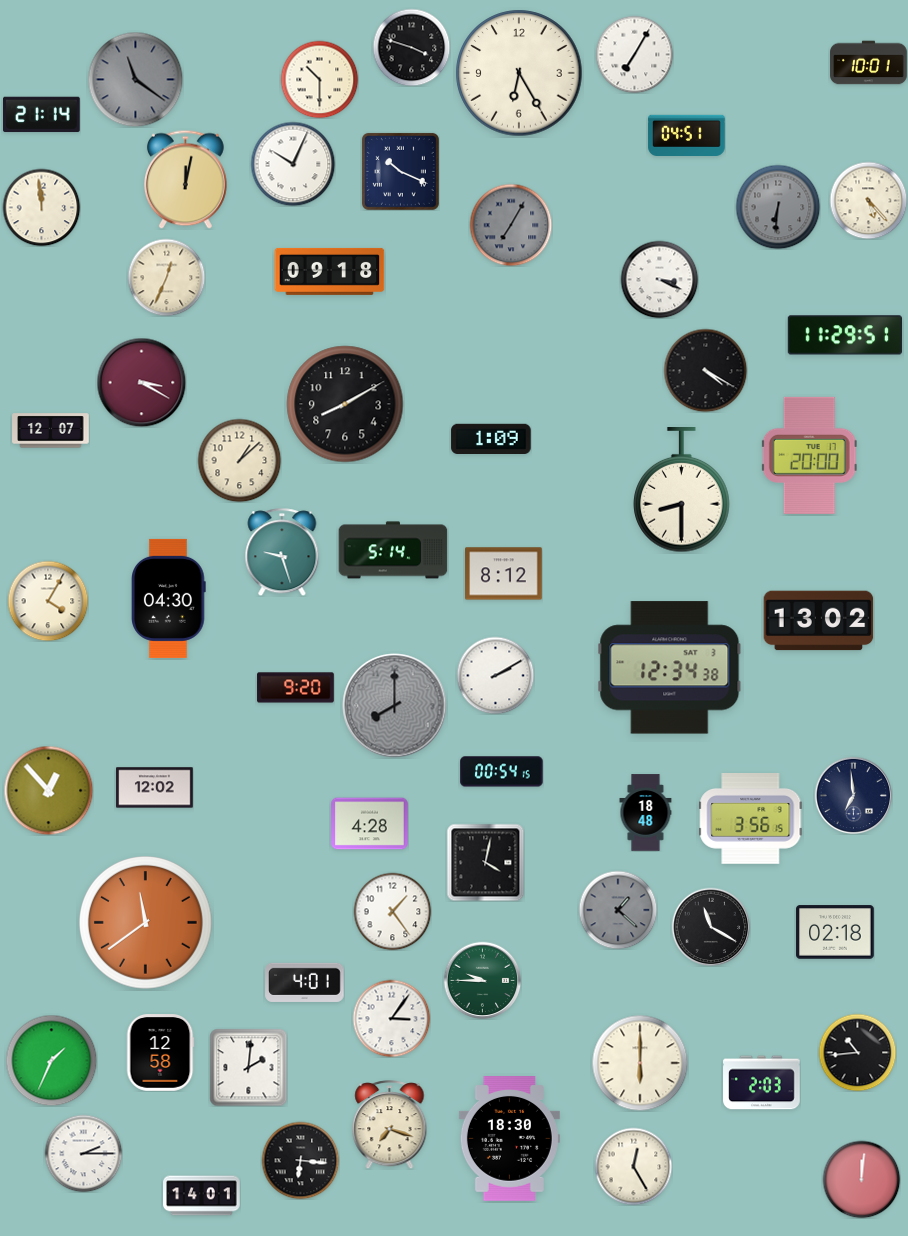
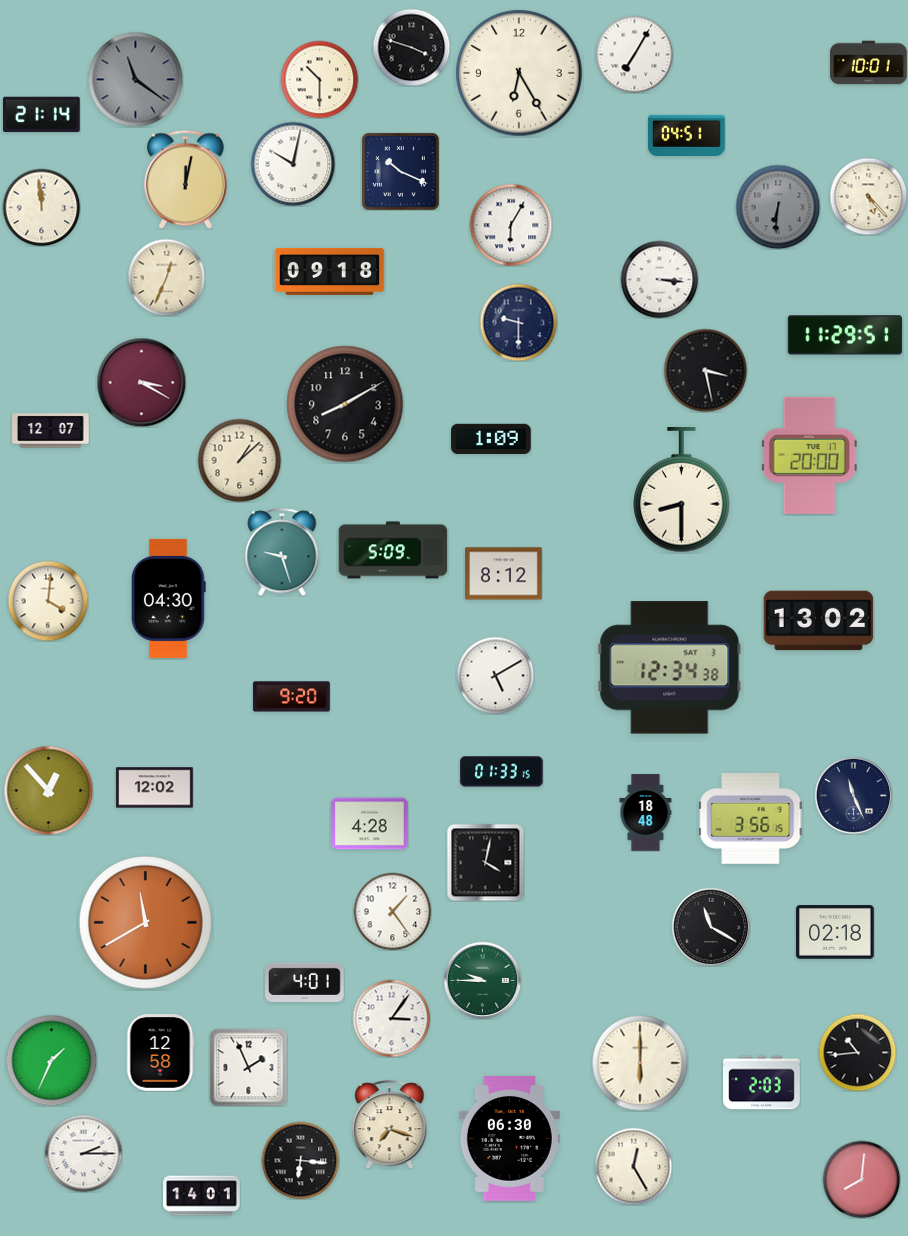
clock at (293, 164): 10:04 -> 10:02
clock at (868, 200) position: (868, 200) -> (868, 196)
clock at (511, 225): 7:05 -> 6:05
clock at (511, 225) dial: grey -> white
clock at (659, 279): 3:19 -> 3:16
clock at (518, 322): none -> 9:30
clock at (705, 370): 4:20 -> 3:28
clock at (393, 550): 5:14 -> 5:09
clock at (48, 601): 4:05 -> 4:01
clock at (495, 675): 2:10 -> 5:10
clock at (296, 688) position: (296, 688) -> (292, 697)
clock at (395, 706): 8:00 -> none
clock at (502, 772): 00:54 -> 01:33
clock at (853, 795): 6:59 -> 11:26
clock at (618, 910): 1:22 -> none
clock at (146, 923): 11:39 -> 11:40
clock at (248, 1067): 2:01 -> 1:56
clock at (509, 1139): 18:30 -> 06:30
clock at (861, 1179): 12:01 -> 8:01
